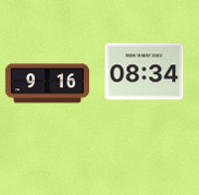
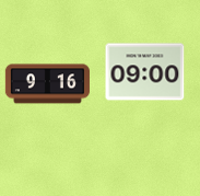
clock at (145, 72): 08:34 -> 09:00
